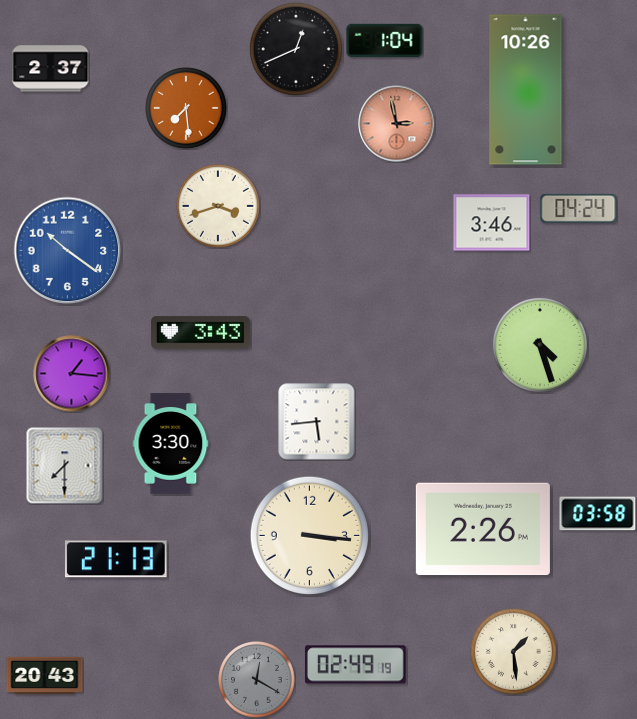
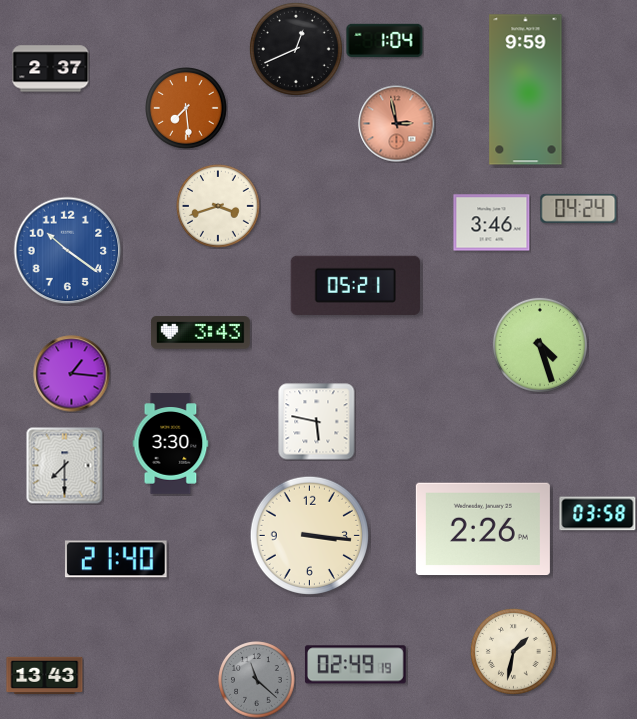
clock at (526, 90): 10:26 -> 9:59
clock at (355, 285): none -> 05:21
clock at (317, 422): 5:44 -> 5:47
clock at (116, 559): 21:13 -> 21:40
clock at (513, 651): 1:29 -> 1:32
clock at (45, 675): 20:43 -> 13:43
clock at (257, 680): 12:20 -> 11:22
